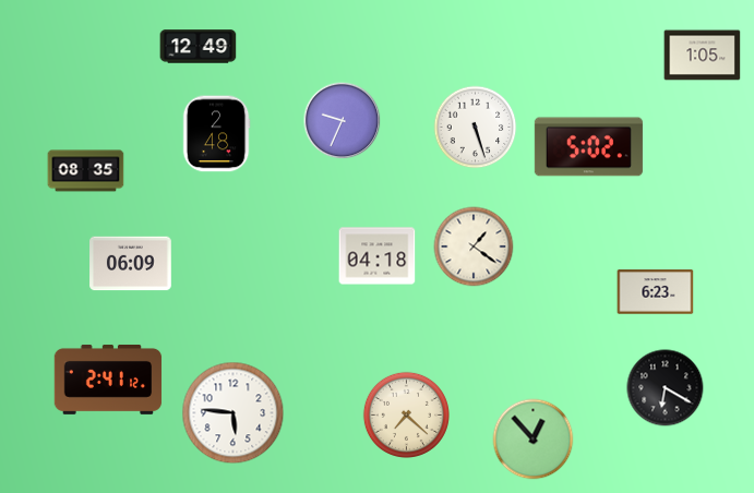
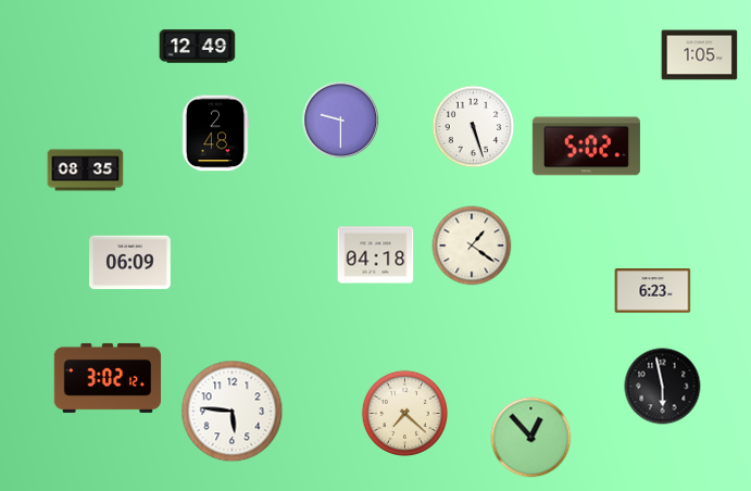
clock at (343, 121): 9:34 -> 9:30
clock at (108, 380): 2:41 -> 3:02
clock at (666, 388): 6:20 -> 5:58
